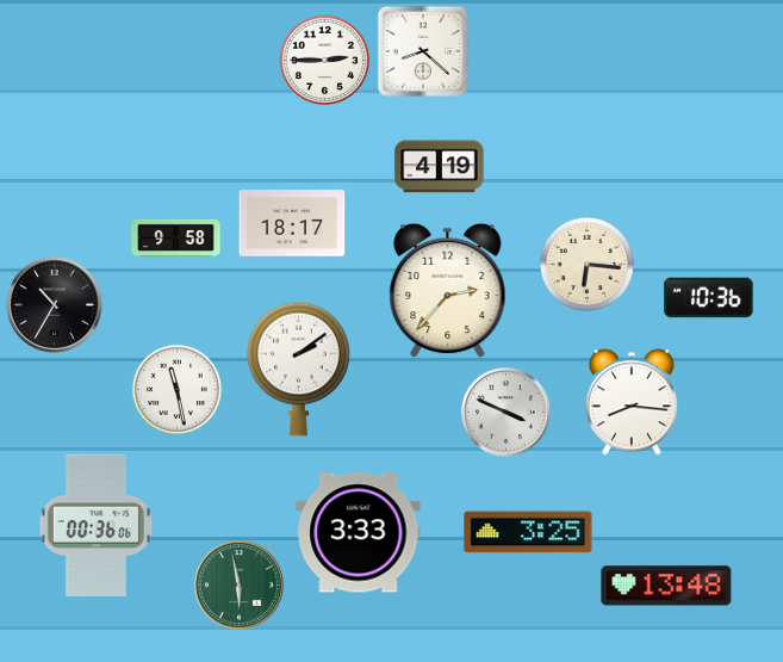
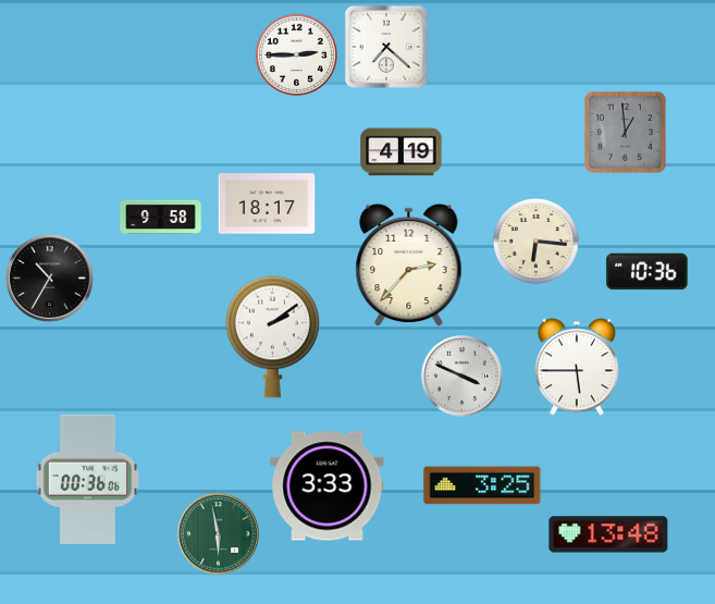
clock at (423, 51): 8:22 -> 7:22
clock at (625, 132): none -> 12:59
clock at (176, 389): 11:28 -> none
clock at (632, 402): 8:16 -> 5:45
